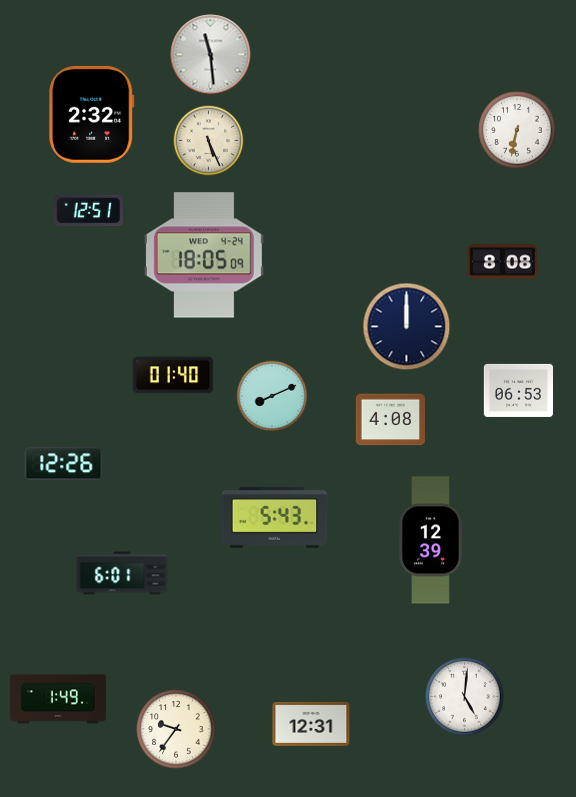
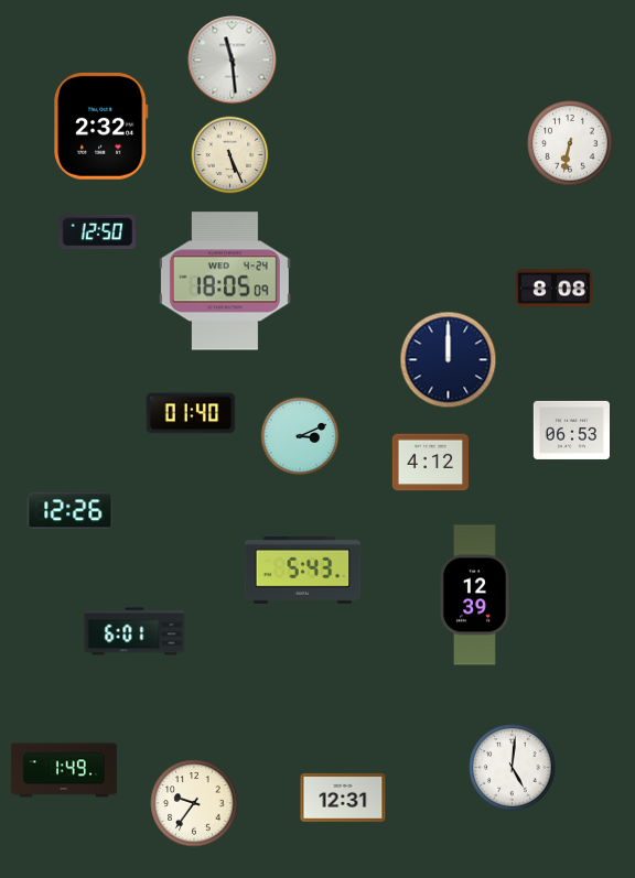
clock at (88, 211): 12:51 -> 12:50
clock at (272, 396): 8:11 -> 3:11
clock at (390, 420): 4:08 -> 4:12
